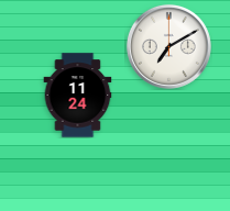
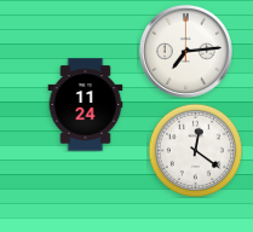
clock at (168, 46): 7:10 -> 7:14
clock at (195, 150): none -> 12:21
